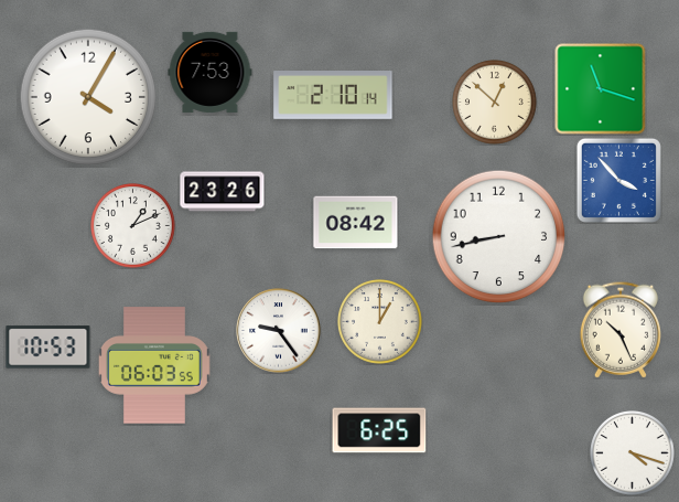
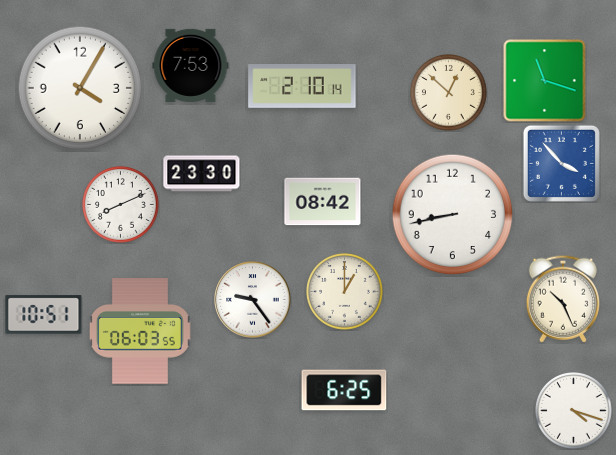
clock at (223, 192): 23:26 -> 23:30
clock at (133, 226): 1:11 -> 8:11
clock at (48, 348): 10:53 -> 10:51
